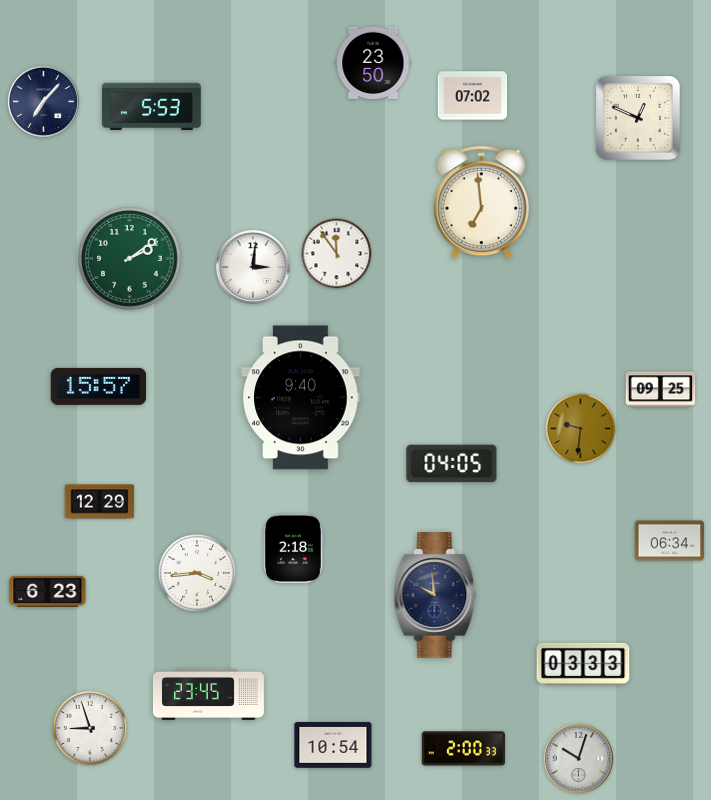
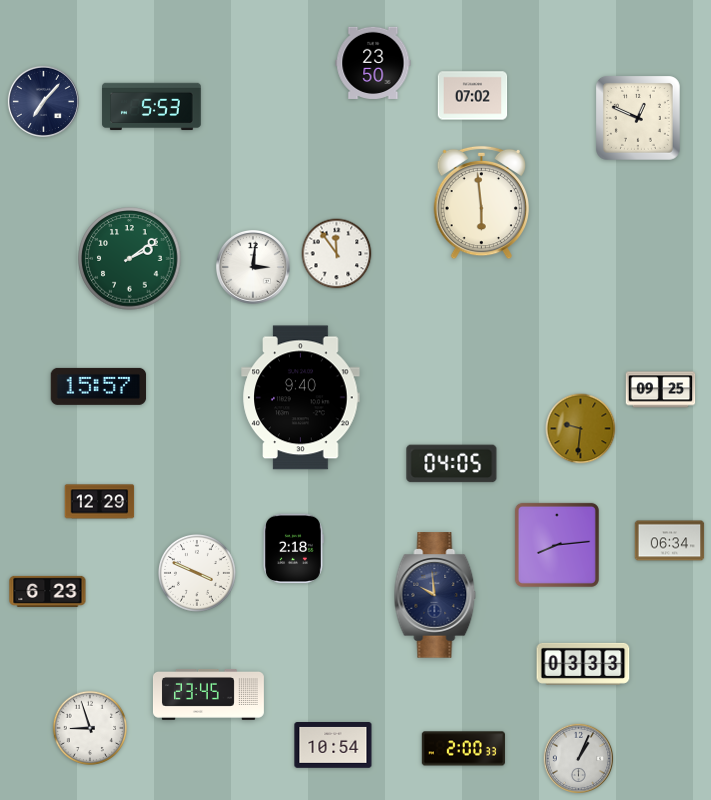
clock at (481, 203): 6:59 -> 5:59
clock at (557, 545): none -> 8:14
clock at (197, 573): 3:44 -> 3:49
clock at (578, 758): 10:03 -> 1:04
